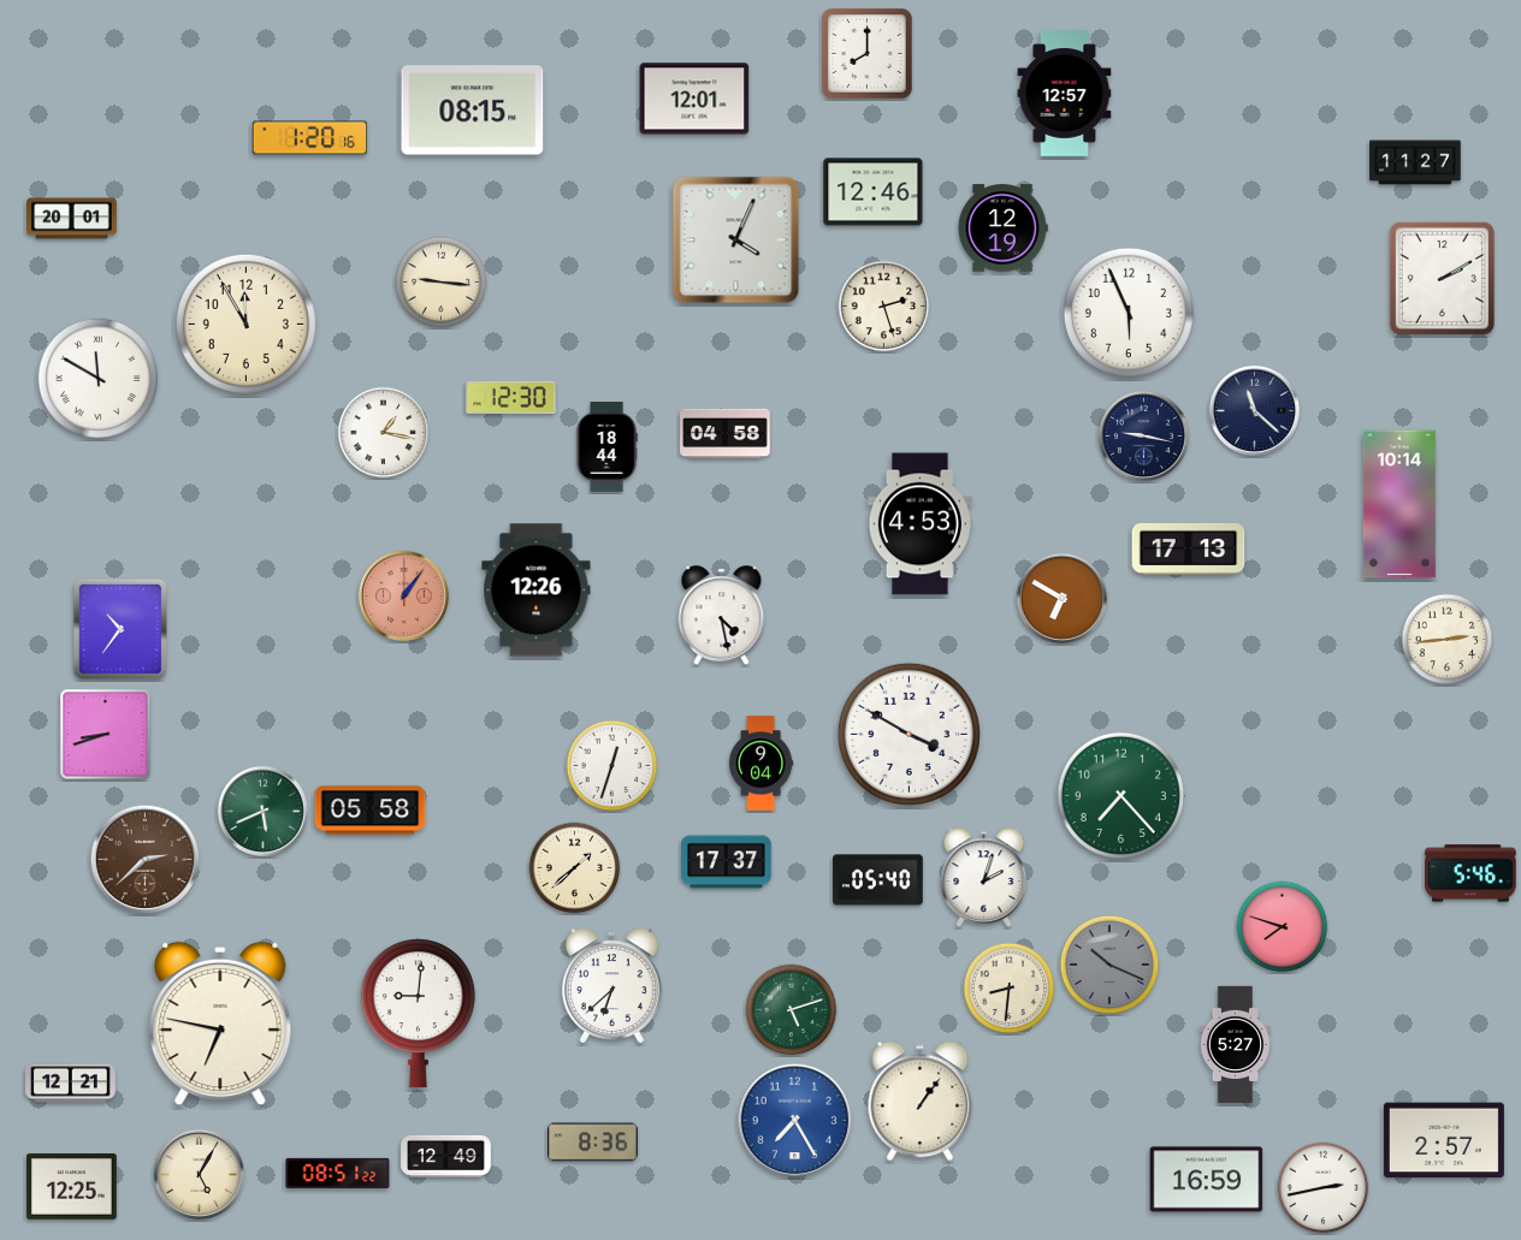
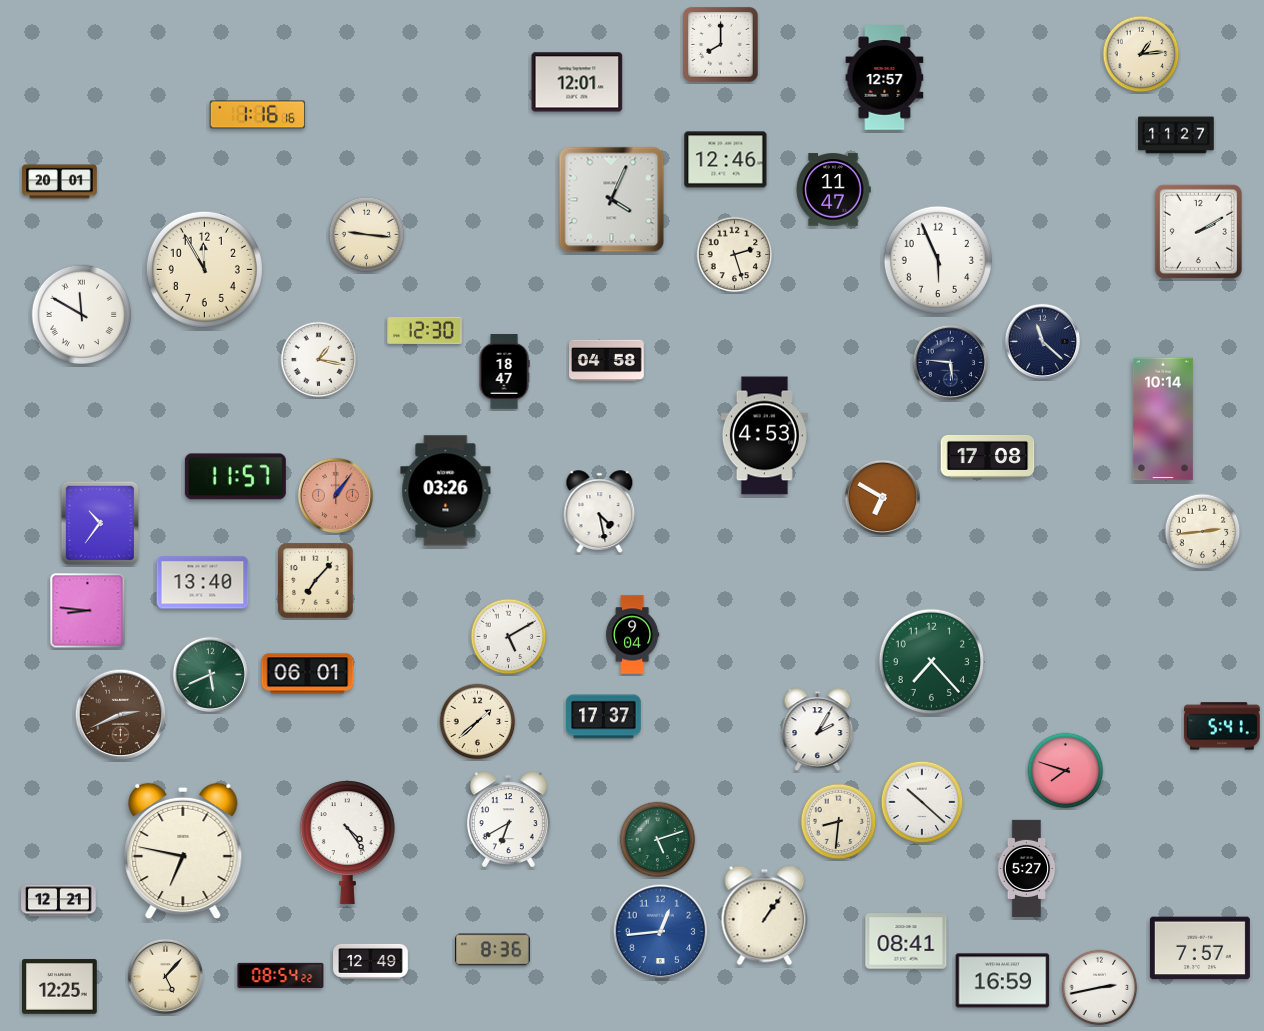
clock at (1141, 54): none -> 1:14
clock at (473, 111): 08:15 -> none
clock at (310, 138): 1:20 -> 1:16
clock at (1002, 229): 12:19 -> 11:47
clock at (726, 434) position: (726, 434) -> (607, 361)
clock at (1143, 435): 9:17 -> 5:46
clock at (606, 447): 18:44 -> 18:47
clock at (1189, 548): 17:13 -> 17:08
clock at (235, 477): none -> 11:57
clock at (537, 591): 12:26 -> 03:26
clock at (316, 581): none -> 7:07
clock at (203, 583): none -> 13:40
clock at (909, 734): 3:50 -> none
clock at (106, 735): 8:42 -> 8:46
clock at (612, 766): 12:33 -> 5:10
clock at (262, 811) position: (262, 811) -> (210, 674)
clock at (371, 811): 05:58 -> 06:01
clock at (146, 860): 2:38 -> 2:41
clock at (1470, 873): 5:46 -> 5:41
clock at (984, 877): 2:03 -> 2:05
clock at (878, 880): 05:40 -> none
clock at (1109, 965): 10:19 -> 10:22
clock at (1109, 965) dial: grey -> white
clock at (611, 986): 6:38 -> 6:40
clock at (418, 1014): 9:01 -> 4:24
clock at (795, 1121): 7:25 -> 12:44
clock at (906, 941): none -> 08:41
clock at (1444, 1140): 2:57 -> 7:57
clock at (338, 1173): 08:51 -> 08:54
clock at (199, 1174): 5:05 -> 5:07
